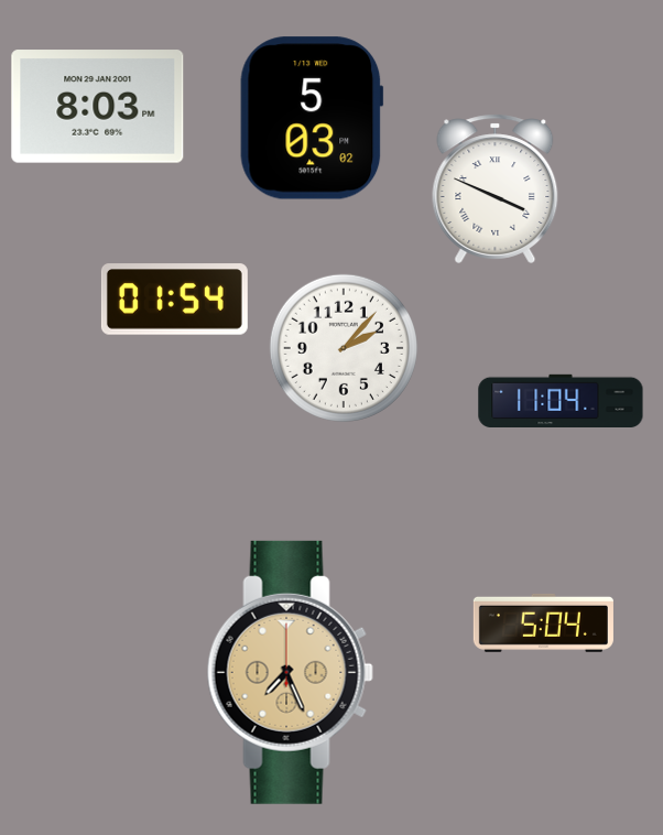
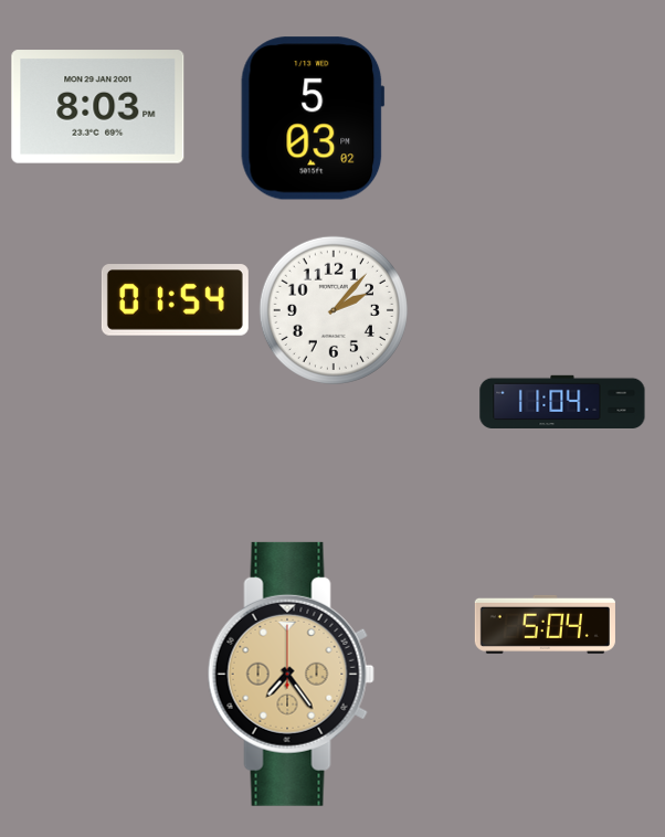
clock at (496, 188): 3:49 -> none
clock at (344, 348) position: (344, 348) -> (334, 310)
clock at (290, 672): 7:26 -> 7:24
